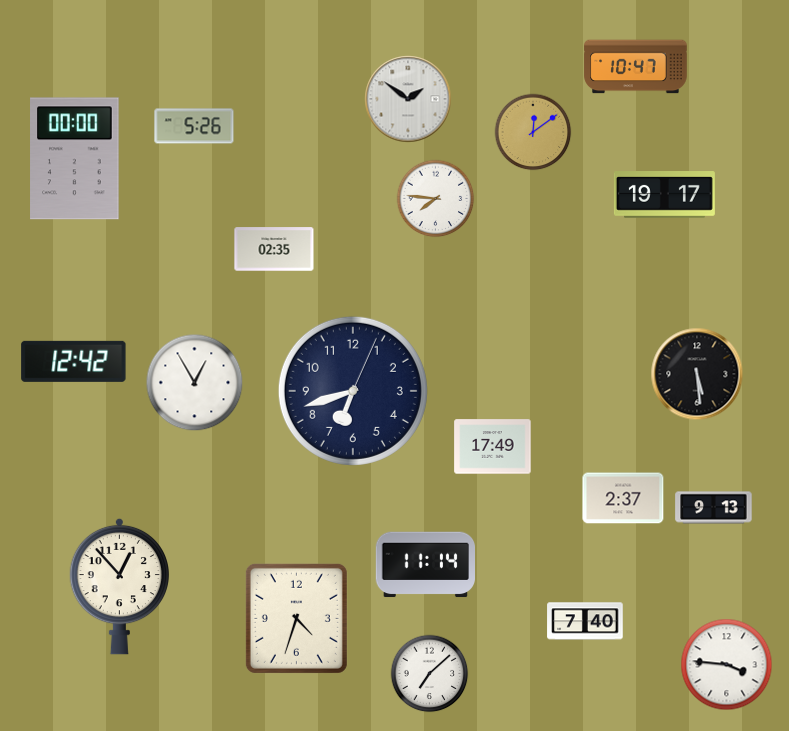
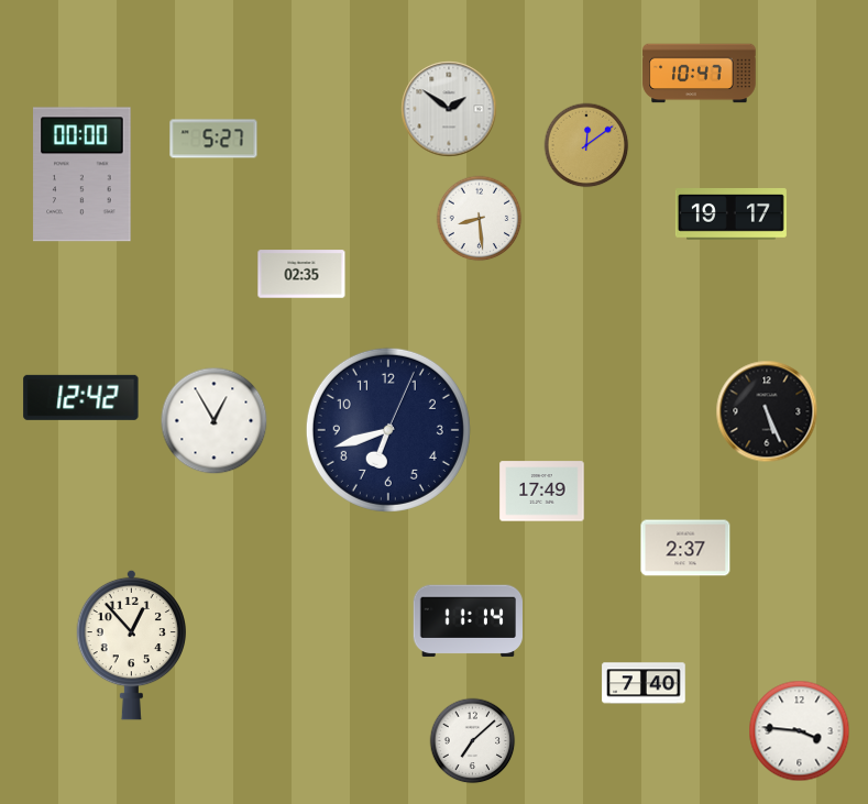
clock at (194, 126): 5:26 -> 5:27
clock at (436, 199): 7:46 -> 8:29
clock at (697, 374): 5:29 -> 5:26
clock at (714, 508): 9:13 -> none
clock at (296, 618): 4:33 -> none
